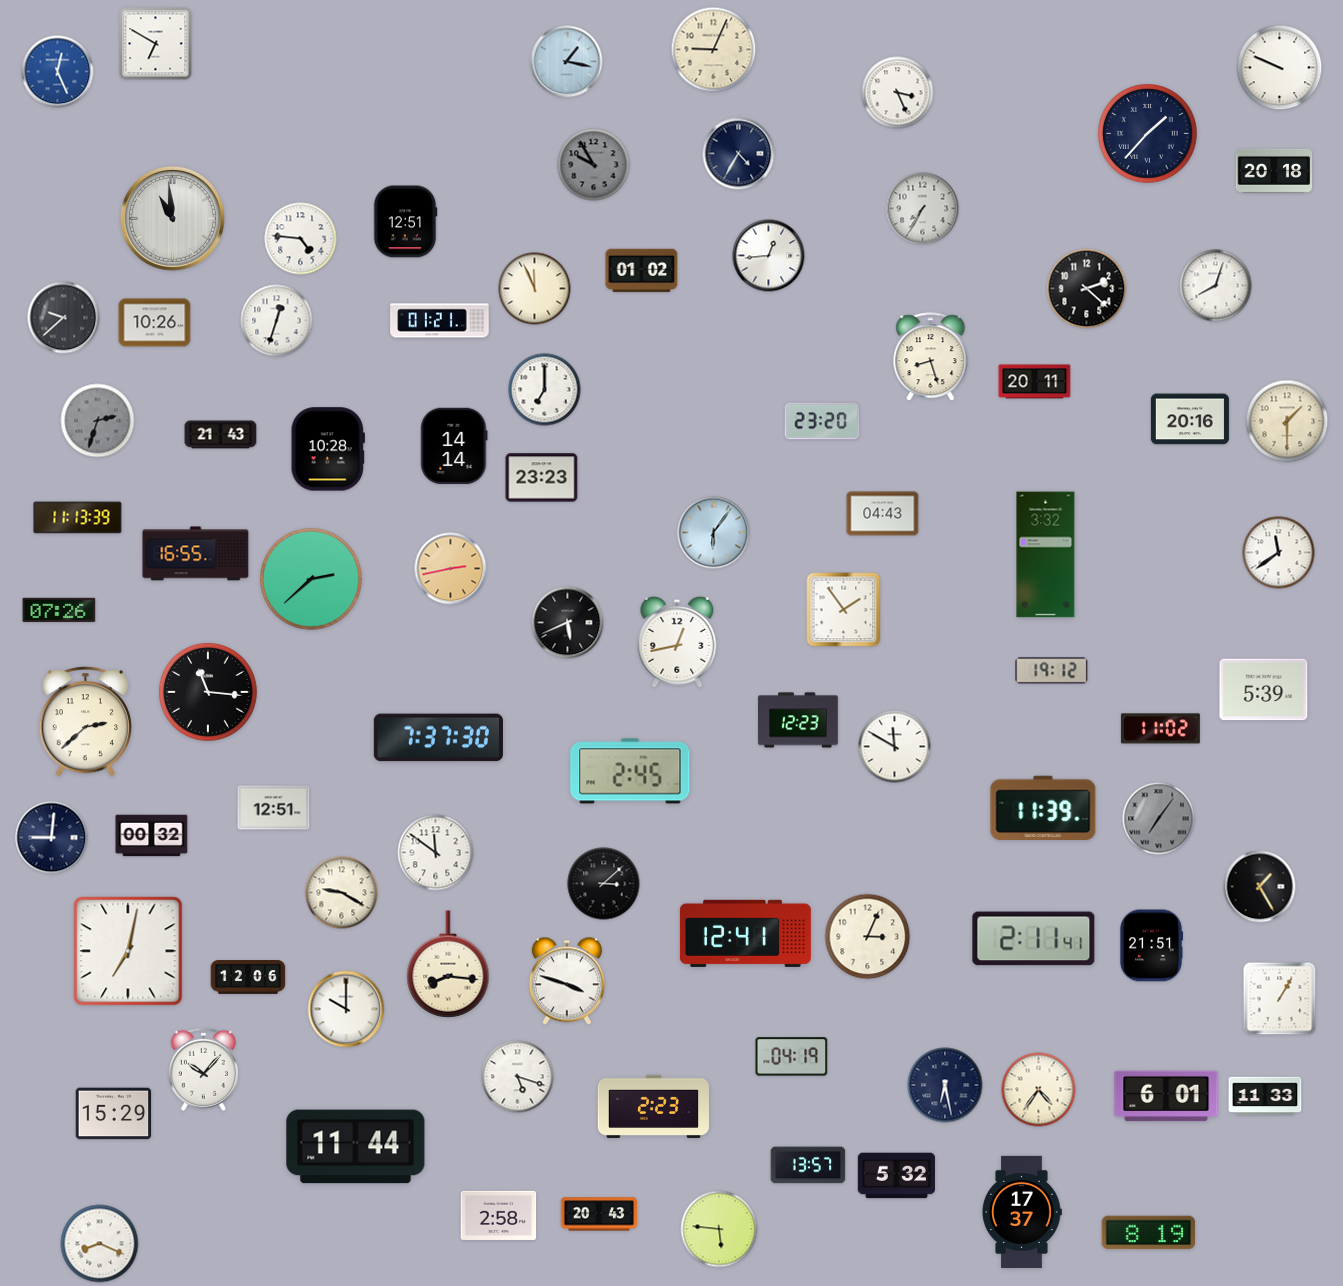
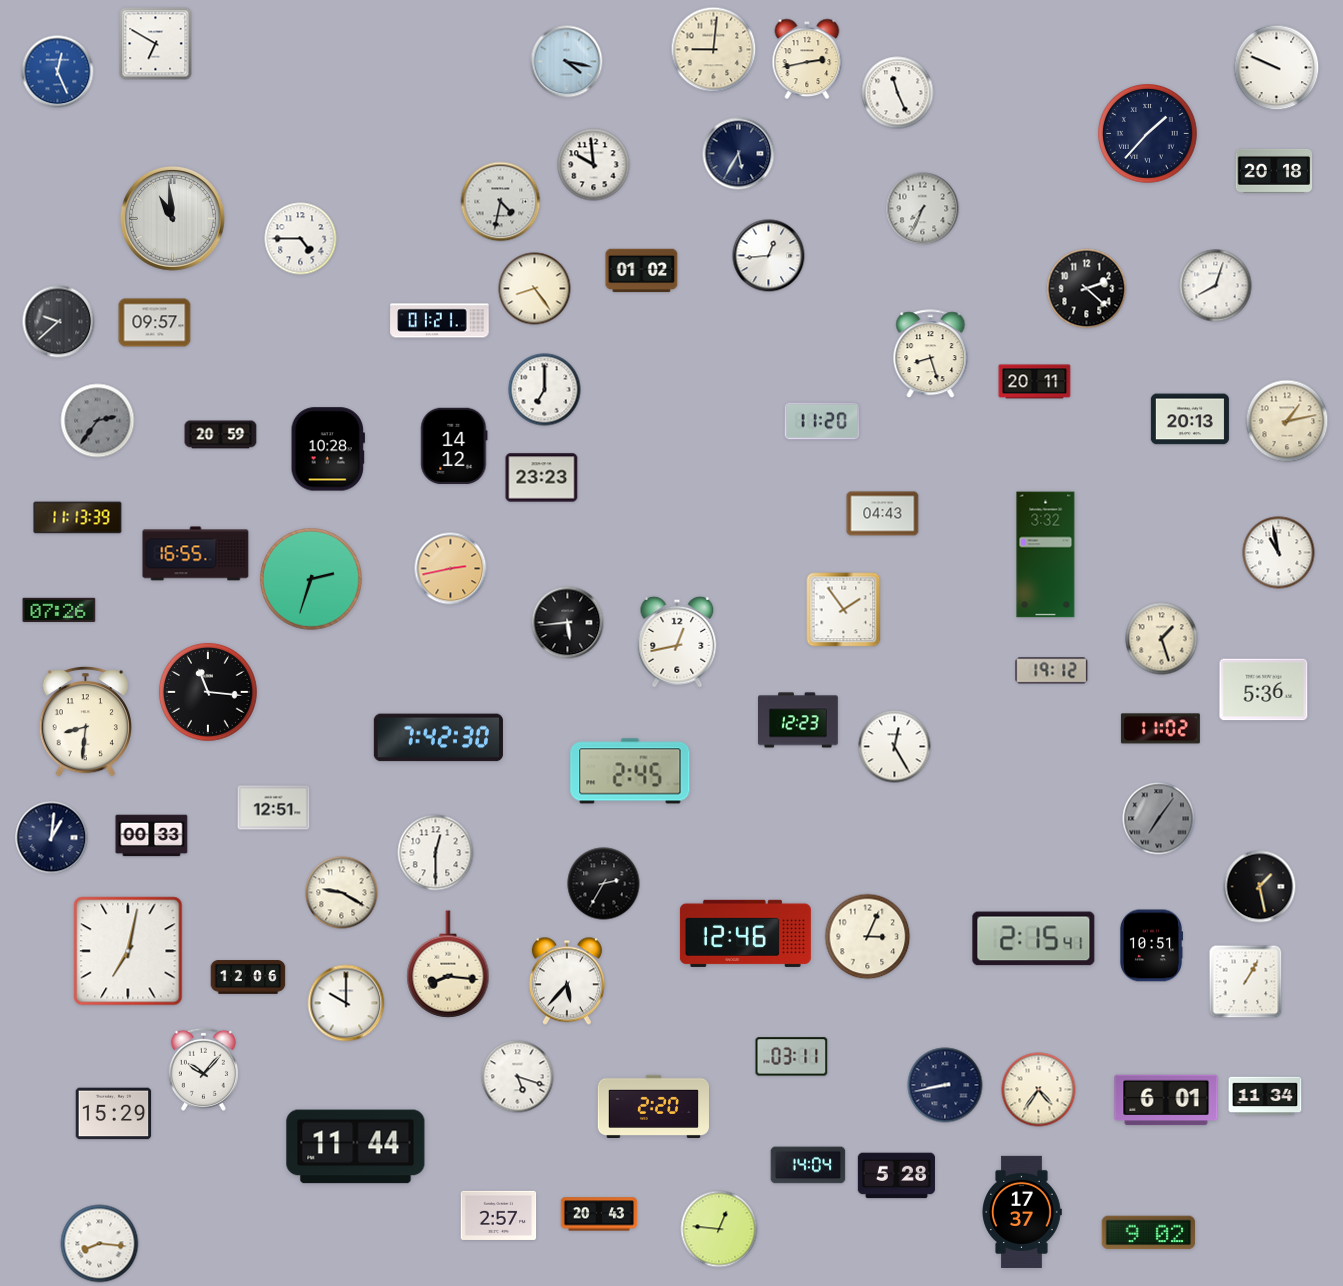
clock at (714, 50): 9:04 -> 9:01
clock at (807, 59): none -> 2:43
clock at (567, 62): 1:17 -> 4:17
clock at (1280, 68) position: (1280, 68) -> (1277, 68)
clock at (898, 93): 3:26 -> 11:26
clock at (739, 154): 4:35 -> 5:35
clock at (594, 165): 9:55 -> 9:59
clock at (594, 165) dial: grey -> white
clock at (501, 202): none -> 4:32
clock at (923, 209): 7:35 -> 7:34
clock at (405, 222): 12:51 -> none
clock at (301, 239): 4:46 -> 4:45
clock at (535, 289): 11:56 -> 8:24
clock at (64, 318) position: (64, 318) -> (59, 322)
clock at (277, 321): 12:33 -> none
clock at (155, 323): 10:26 -> 09:57
clock at (931, 357) position: (931, 357) -> (931, 354)
clock at (1190, 419): 20:16 -> 20:13
clock at (98, 421): 2:33 -> 2:36
clock at (822, 421): 23:20 -> 11:20
clock at (1287, 421): 1:30 -> 1:13
clock at (221, 435): 21:43 -> 20:59
clock at (454, 445): 14:14 -> 14:12
clock at (714, 533): 6:06 -> none
clock at (1279, 553): 11:39 -> 10:58
clock at (311, 579): 2:38 -> 2:33
clock at (568, 623): 5:41 -> 5:44
clock at (1162, 639): none -> 1:27
clock at (1264, 690): 5:39 -> 5:36
clock at (85, 722): 2:38 -> 8:31
clock at (438, 738): 7:37 -> 7:42
clock at (895, 747): 11:50 -> 12:25
clock at (1043, 807): 11:39 -> none
clock at (152, 836): 00:32 -> 00:33
clock at (52, 838): 9:01 -> 1:01
clock at (436, 853): 11:51 -> 12:30
clock at (604, 884): 3:08 -> 2:35
clock at (1260, 887): 1:25 -> 1:28
clock at (745, 933): 12:41 -> 12:46
clock at (1034, 939): 2:11 -> 2:15
clock at (1150, 946): 21:51 -> 10:51
clock at (567, 981): 3:48 -> 5:37
clock at (1280, 999) position: (1280, 999) -> (1246, 982)
clock at (346, 1009) position: (346, 1009) -> (346, 1003)
clock at (792, 1057): 04:19 -> 03:11
clock at (945, 1085): 6:28 -> 8:43
clock at (1166, 1096) position: (1166, 1096) -> (1166, 1100)
clock at (1265, 1096): 11:33 -> 11:34
clock at (654, 1106): 2:23 -> 2:20
clock at (808, 1165): 13:57 -> 14:04
clock at (896, 1176): 5:32 -> 5:28
clock at (499, 1215): 2:58 -> 2:57
clock at (719, 1229): 5:46 -> 12:46
clock at (1149, 1233): 8:19 -> 9:02
clock at (100, 1244): 8:19 -> 8:16
